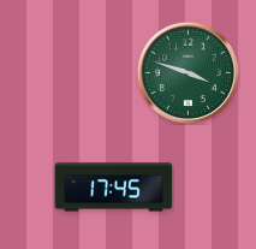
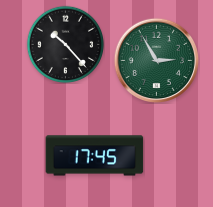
clock at (65, 44): none -> 10:23
clock at (187, 72): 3:48 -> 2:55
